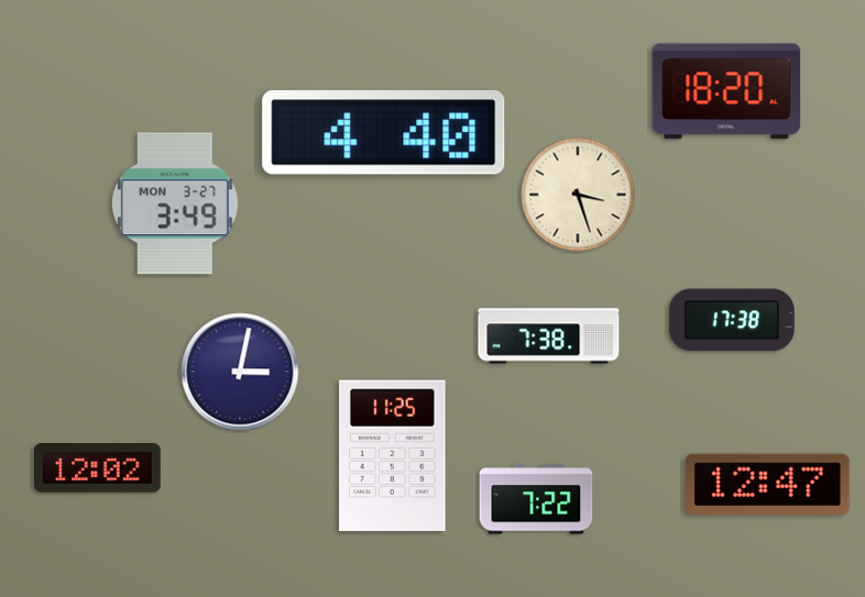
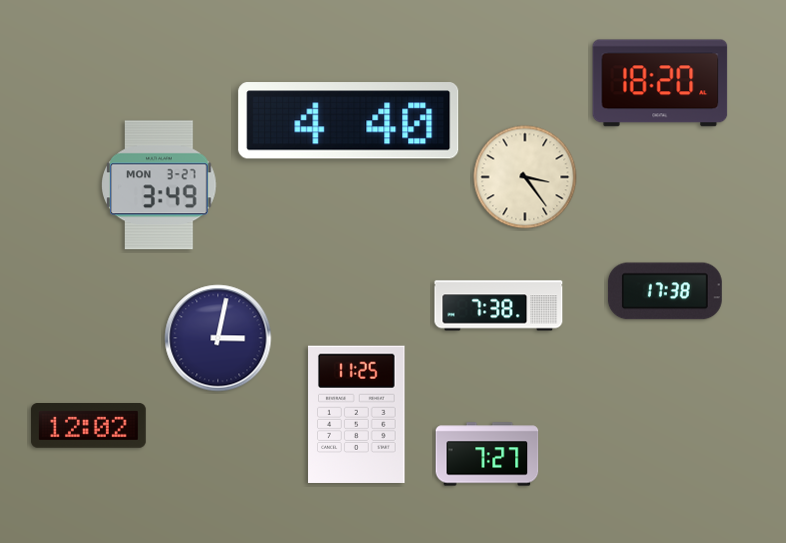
clock at (578, 195): 3:27 -> 3:24
clock at (768, 484): 12:47 -> none
clock at (536, 499): 7:22 -> 7:27
